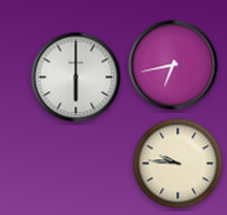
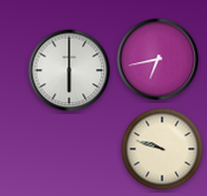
clock at (178, 164): 9:46 -> 9:48
